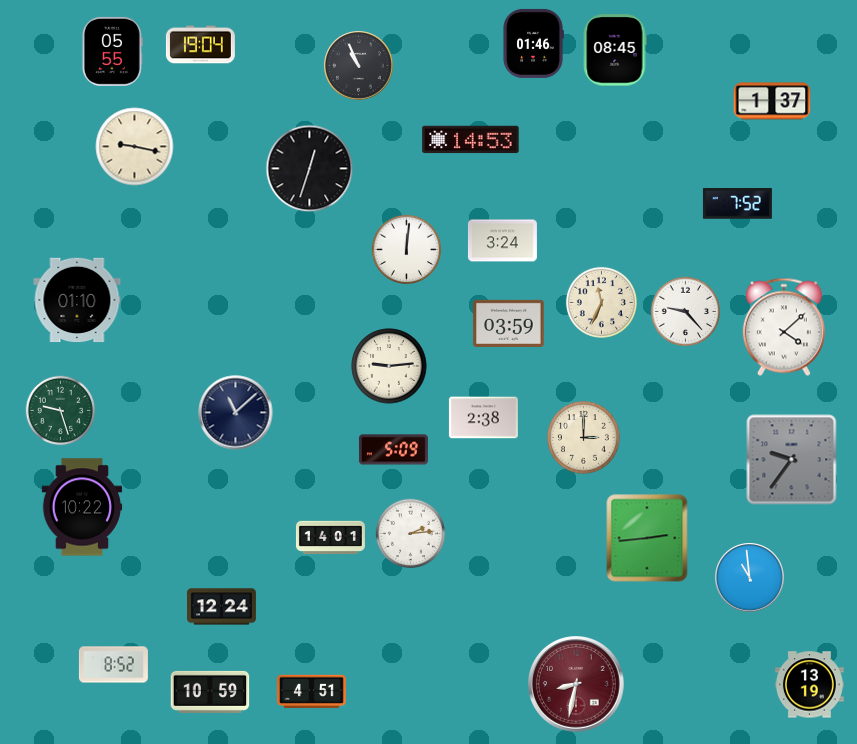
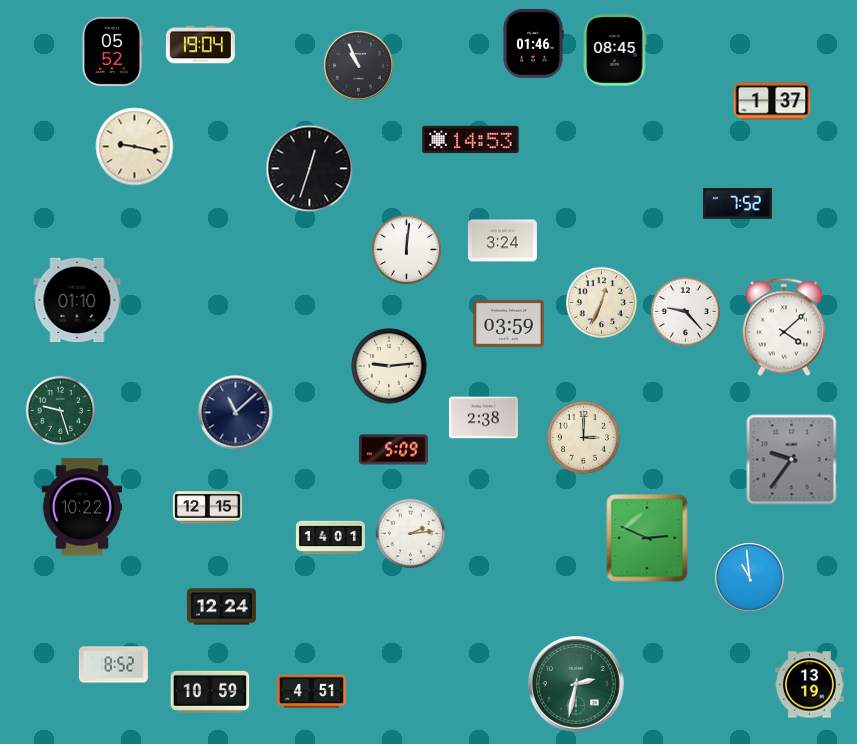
clock at (112, 51): 05:55 -> 05:52
clock at (601, 302): 11:34 -> 12:34
clock at (207, 508): none -> 12:15
clock at (647, 538): 2:44 -> 2:49
clock at (577, 685): 8:32 -> 2:32
clock at (577, 685) dial: burgundy -> green
